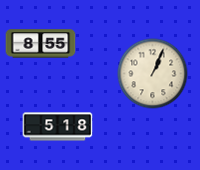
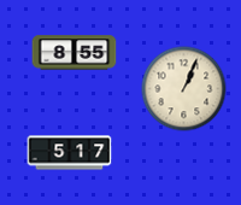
clock at (41, 44) position: (41, 44) -> (75, 53)
clock at (58, 127): 5:18 -> 5:17
